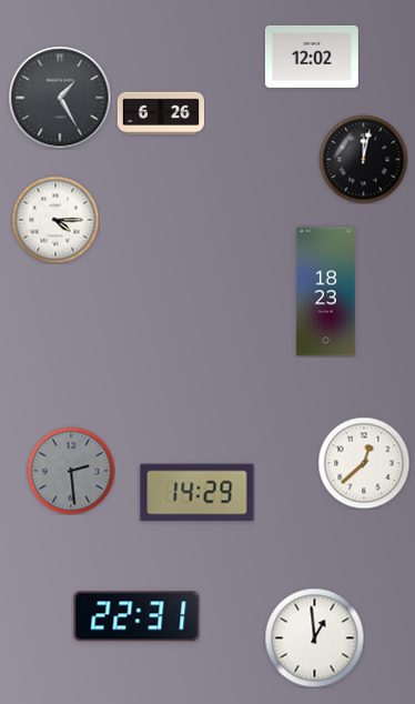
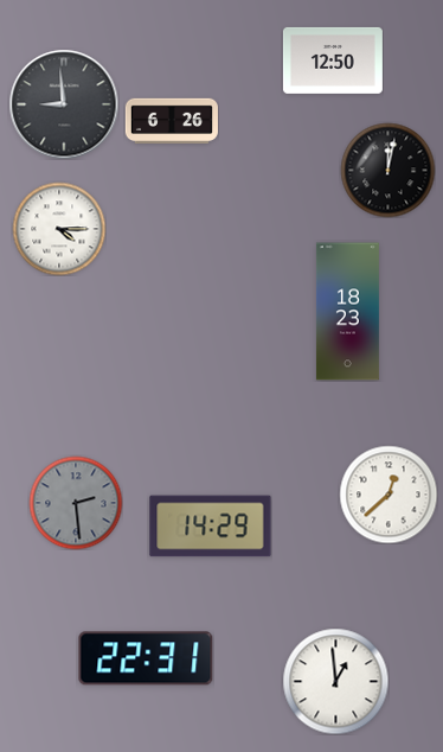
clock at (312, 57): 12:02 -> 12:50
clock at (60, 98): 1:25 -> 8:59
clock at (55, 220) position: (55, 220) -> (59, 229)
